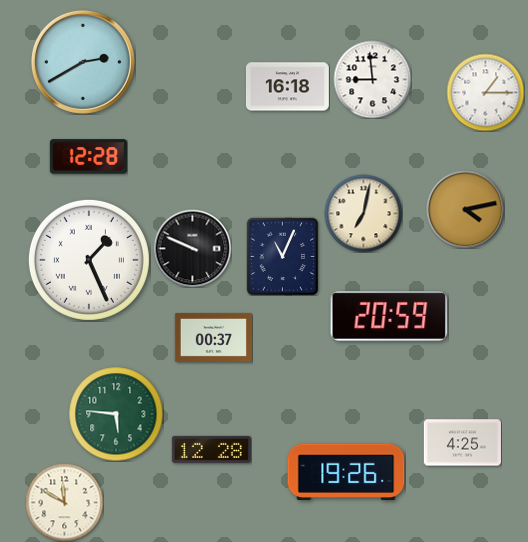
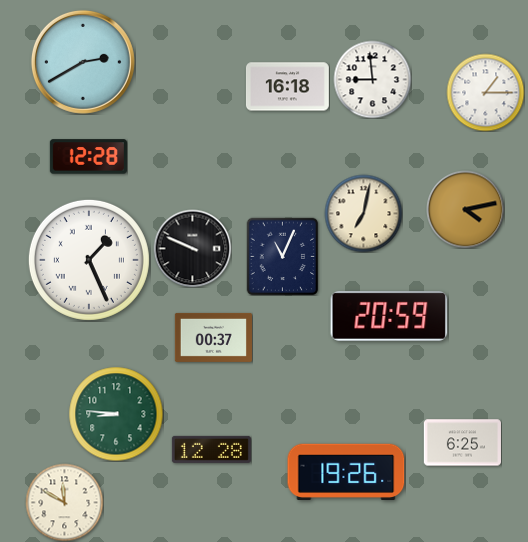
clock at (116, 414): 5:46 -> 8:46
clock at (462, 443): 4:25 -> 6:25
